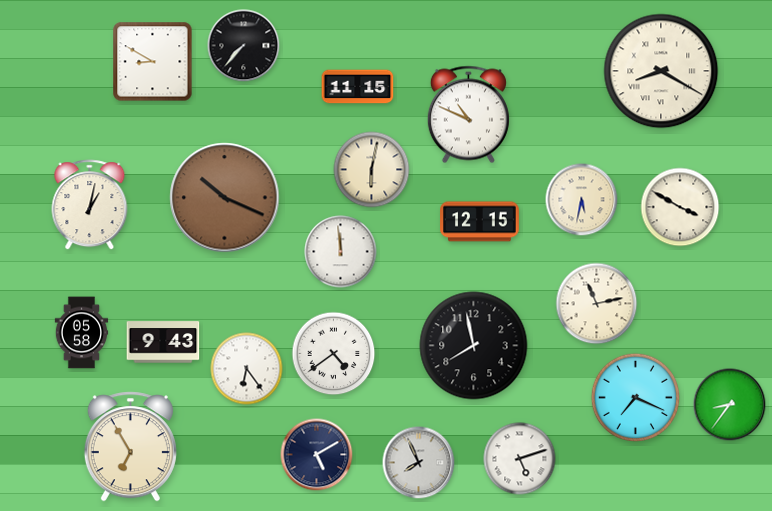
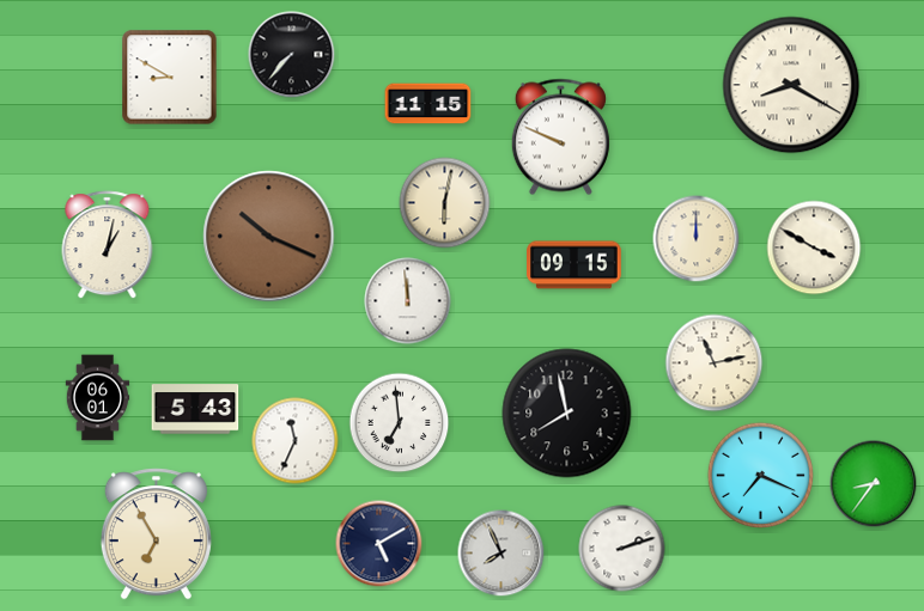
clock at (153, 62) position: (153, 62) -> (170, 78)
clock at (468, 115): 10:49 -> 9:49
clock at (582, 200): 5:32 -> 12:00
clock at (480, 222): 12:15 -> 09:15
clock at (82, 333): 05:58 -> 06:01
clock at (163, 342): 9:43 -> 5:43
clock at (334, 354): 4:39 -> 6:59
clock at (247, 369): 6:24 -> 11:34
clock at (520, 459): 5:12 -> 2:12
